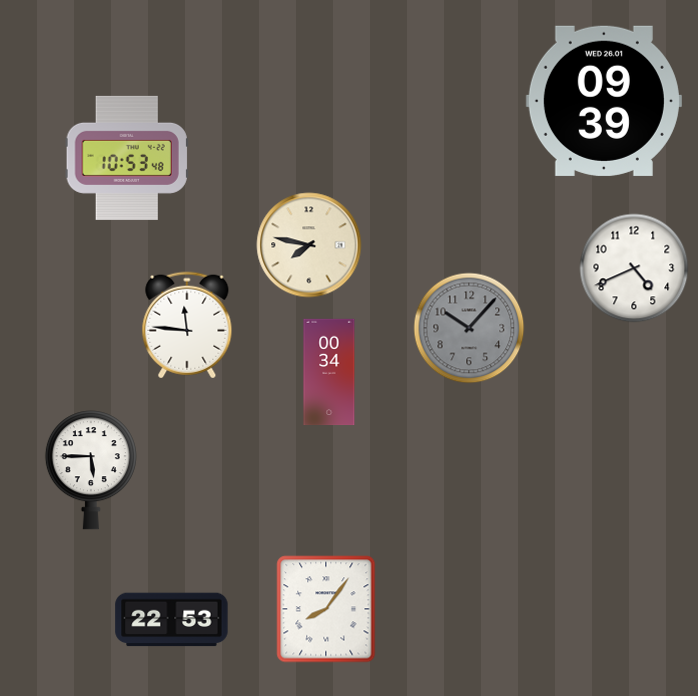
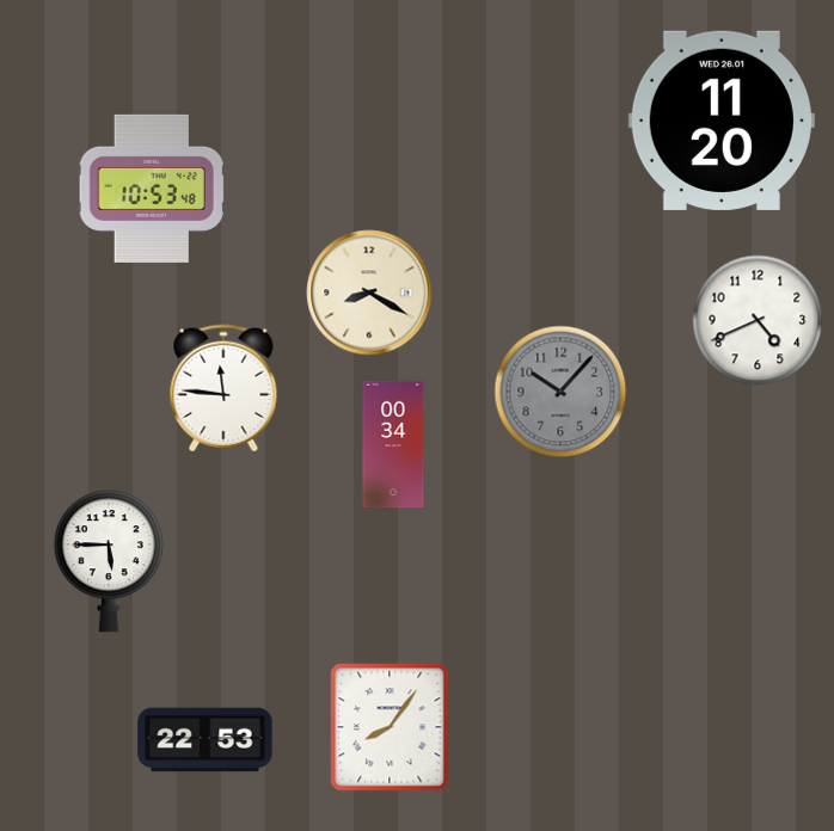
clock at (604, 101): 09:39 -> 11:20
clock at (309, 245): 7:47 -> 8:20
